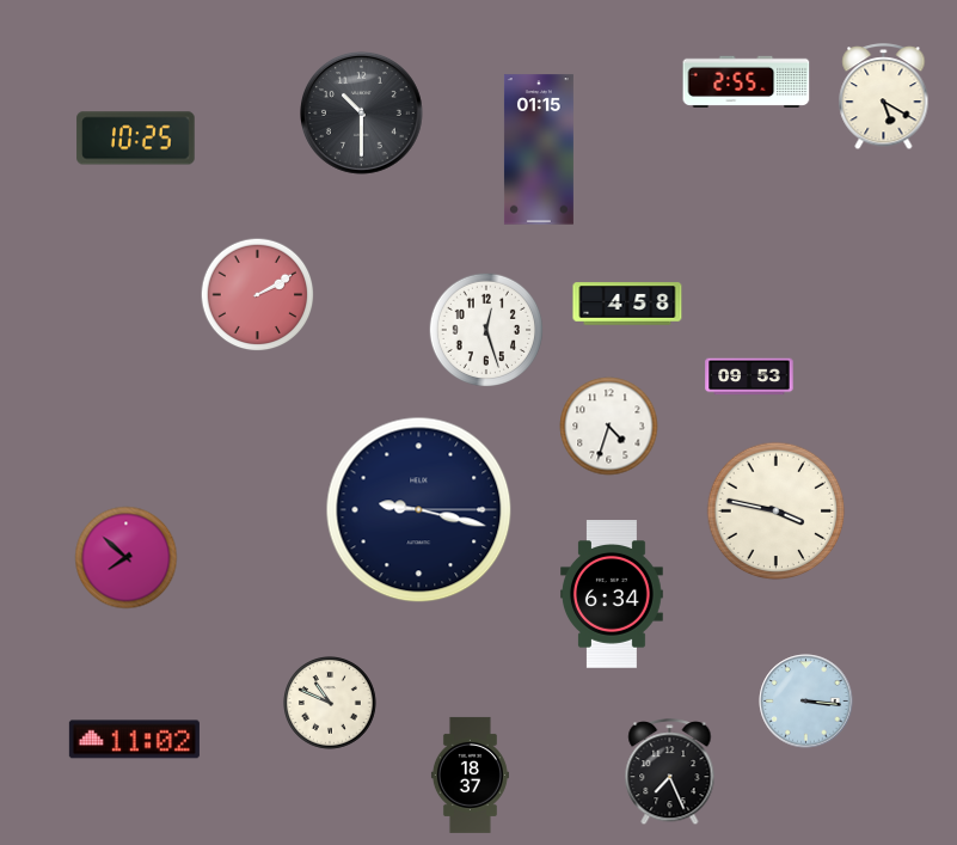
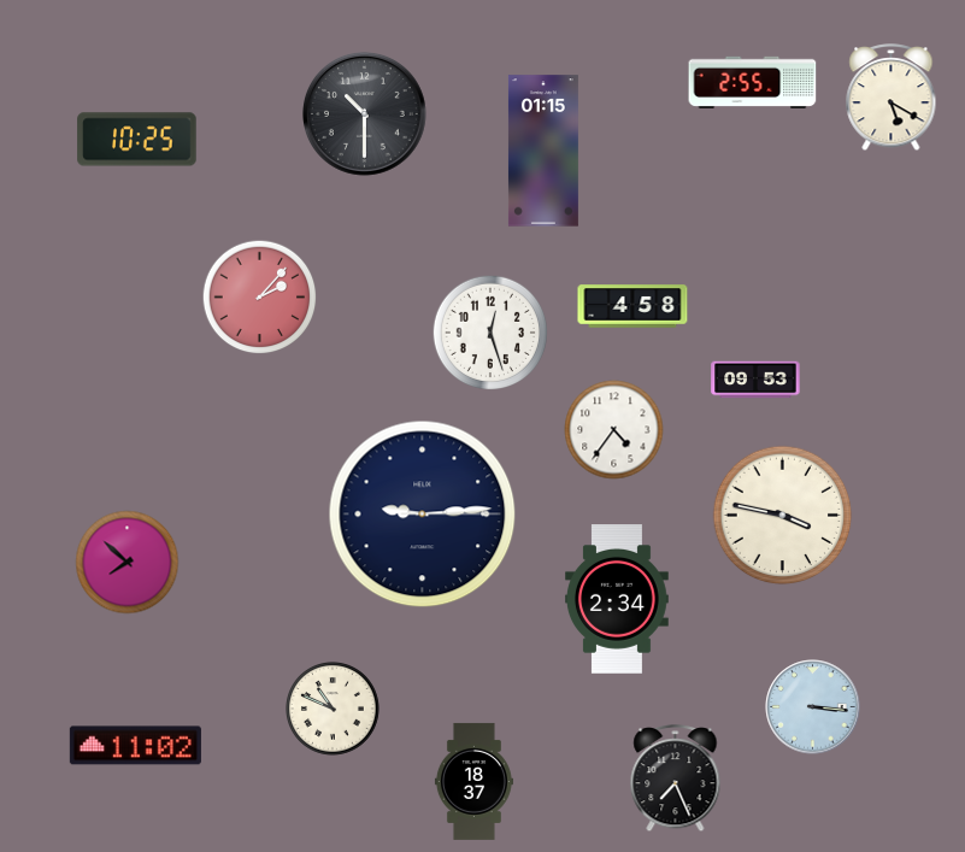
clock at (258, 295): 2:10 -> 2:07
clock at (609, 427): 4:33 -> 4:36
clock at (419, 510): 9:17 -> 9:14
clock at (613, 594): 6:34 -> 2:34
